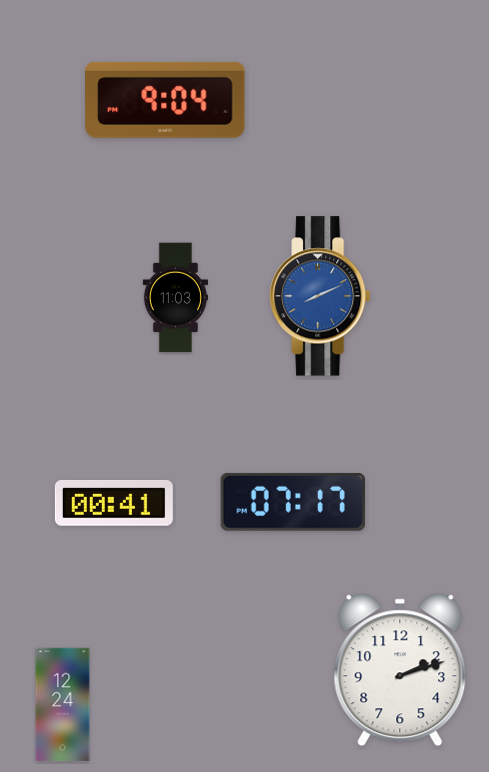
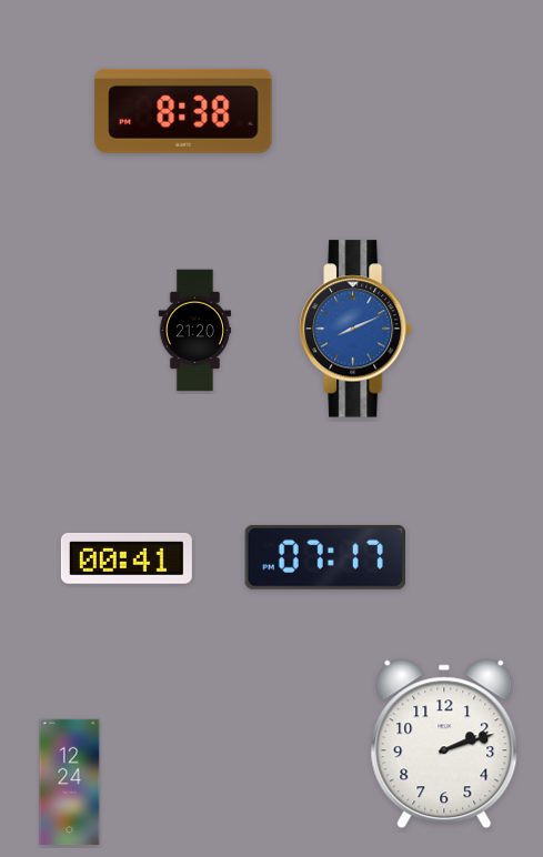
clock at (165, 100): 9:04 -> 8:38
clock at (175, 298): 11:03 -> 21:20
